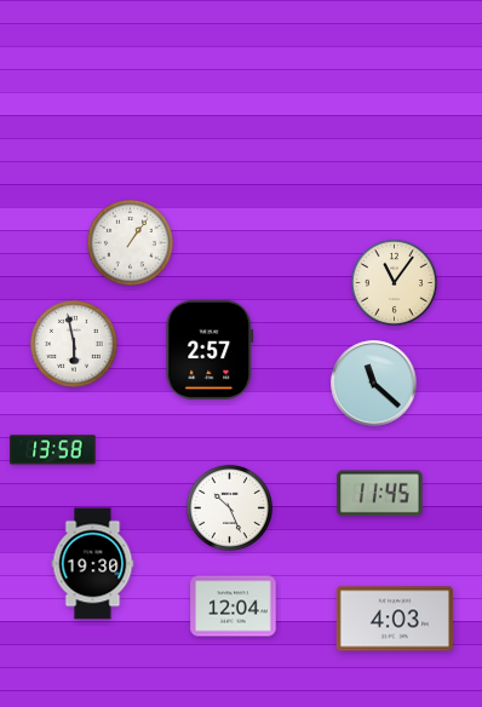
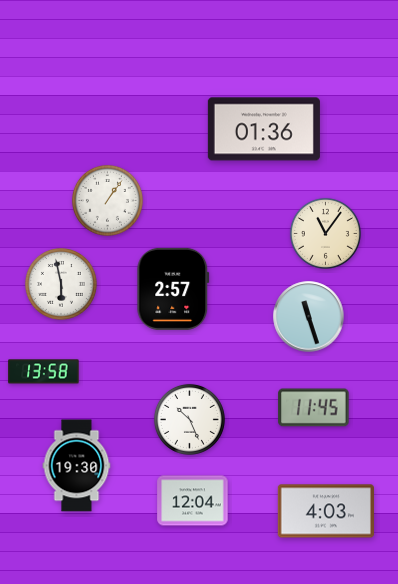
clock at (264, 129): none -> 01:36
clock at (374, 384): 11:22 -> 11:27
